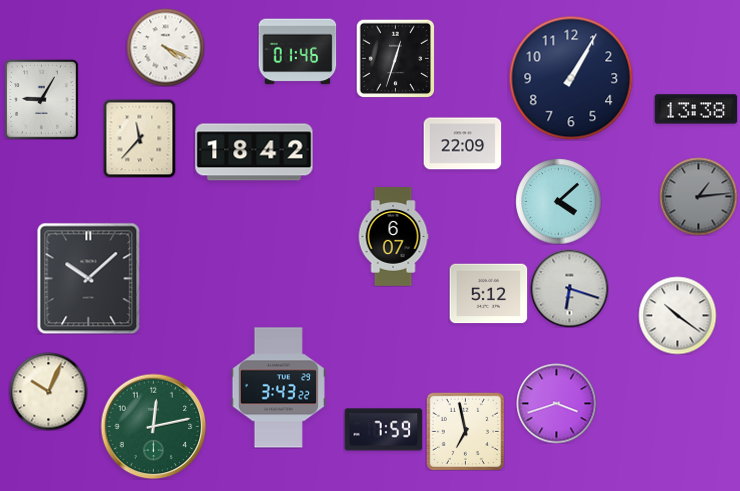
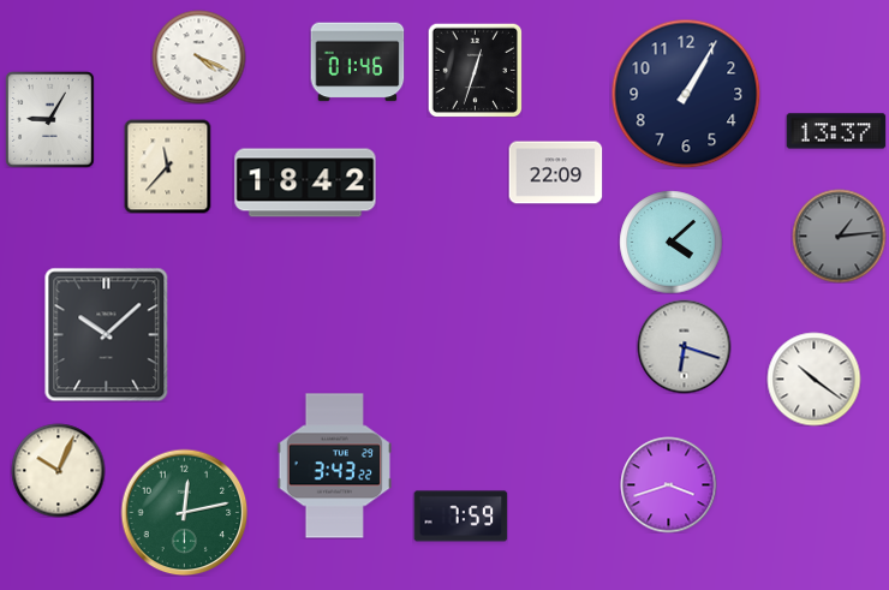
clock at (696, 109): 13:38 -> 13:37
clock at (393, 237): 6:07 -> none
clock at (488, 294): 5:12 -> none
clock at (465, 431): 6:58 -> none
